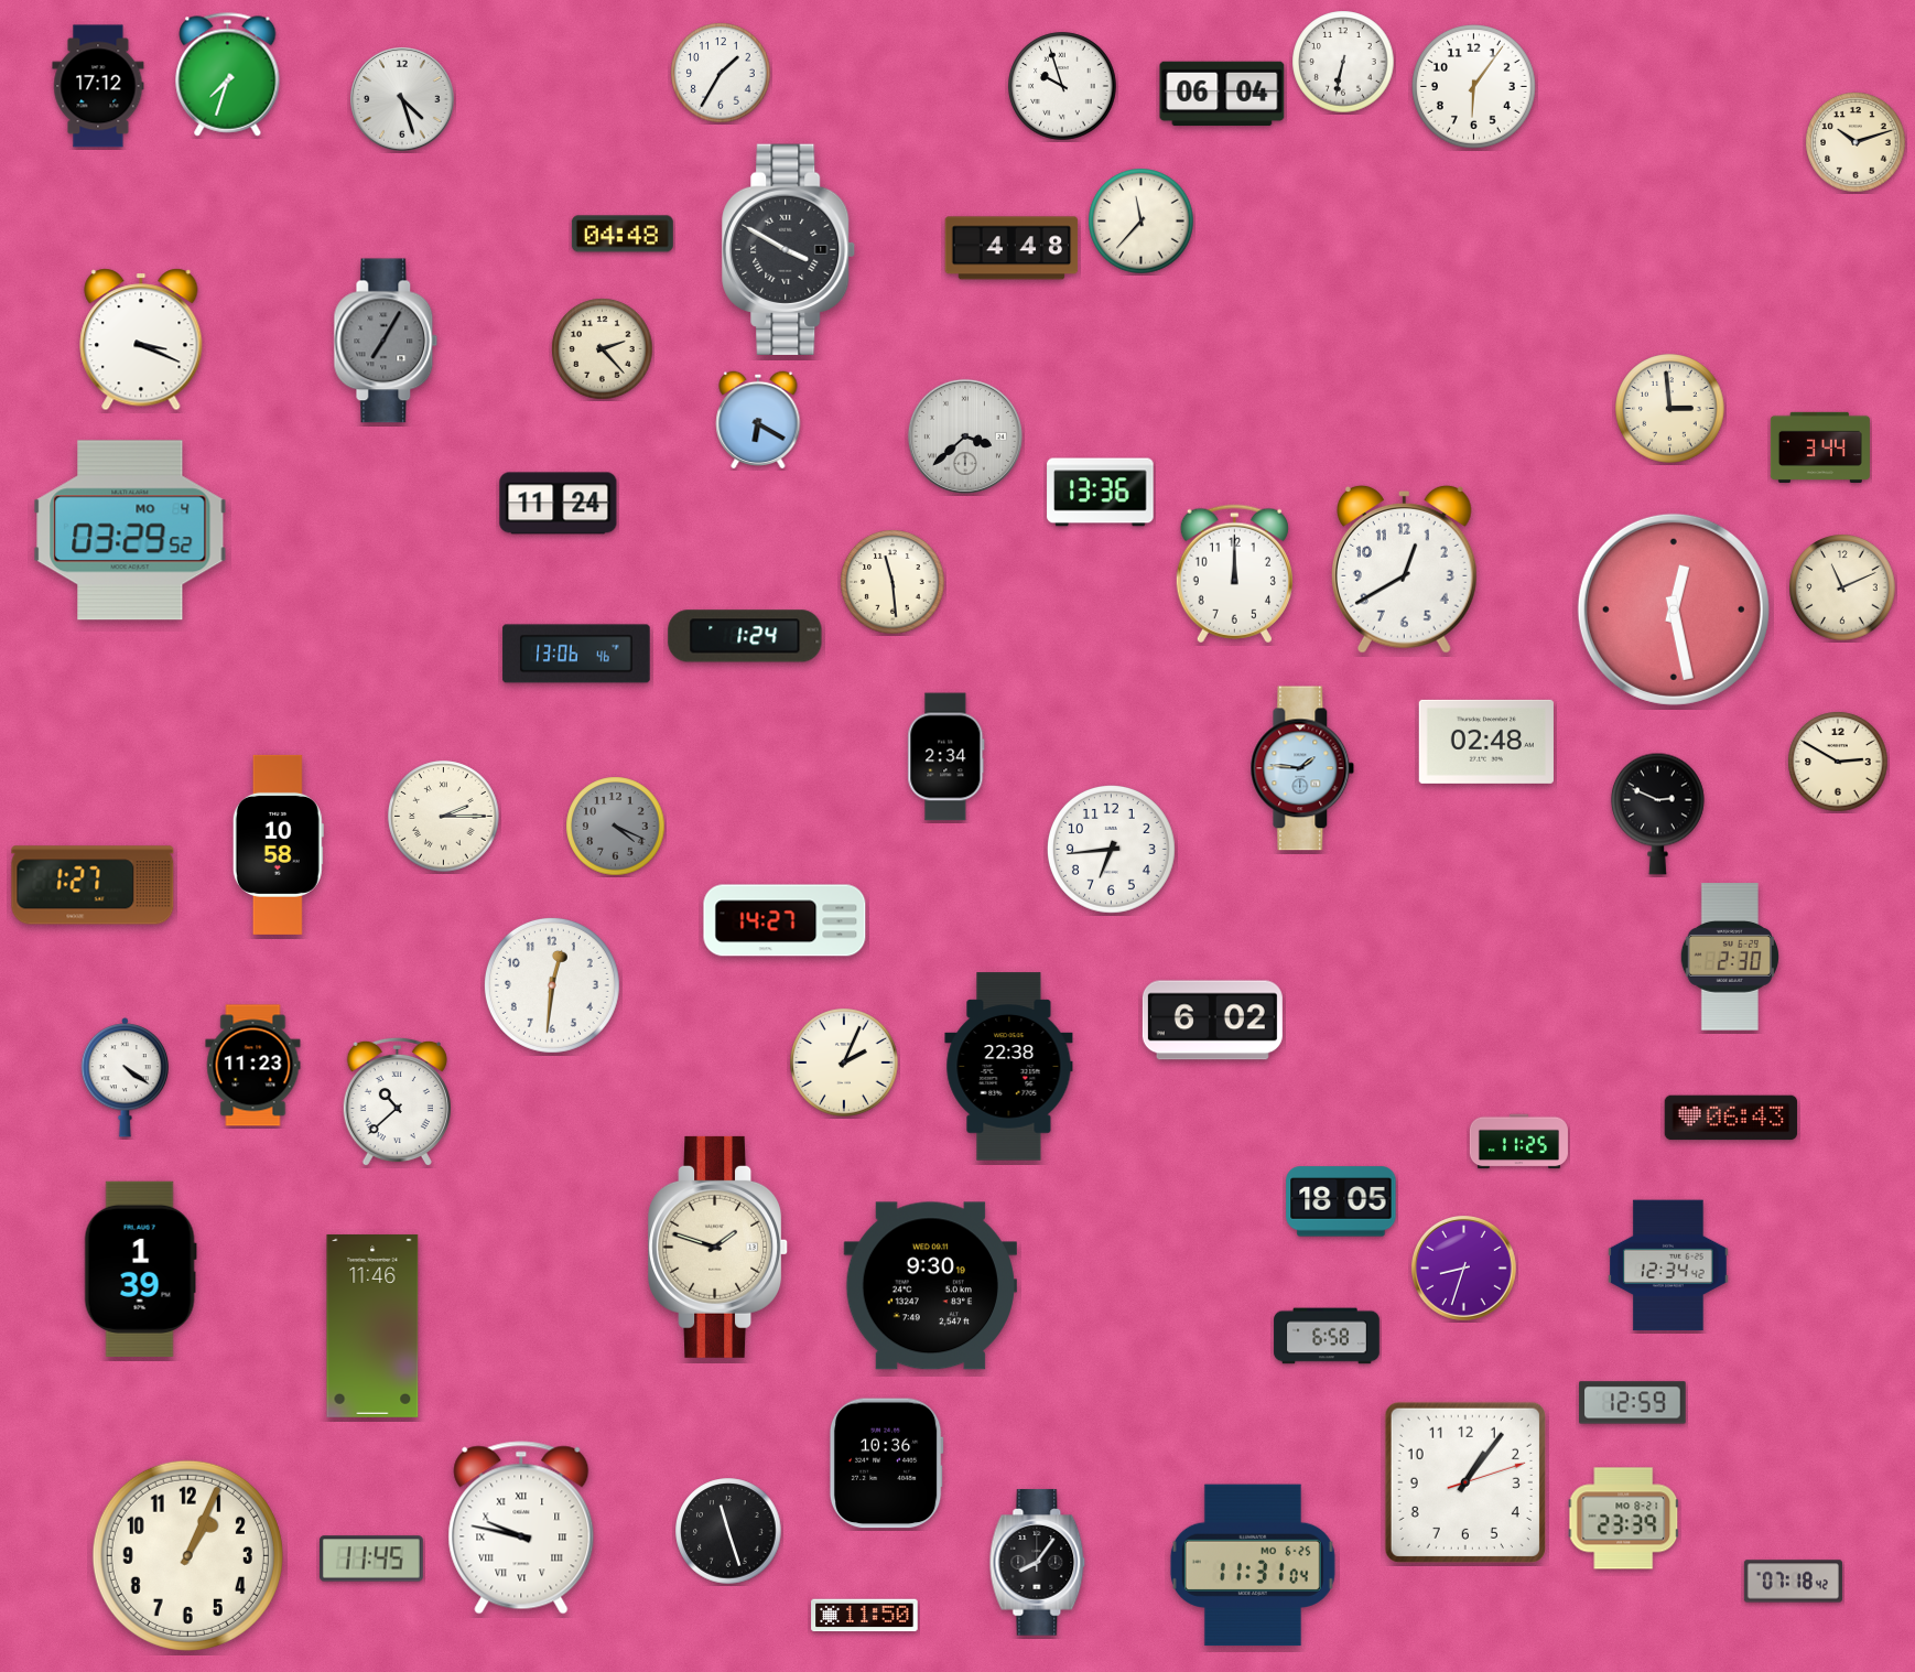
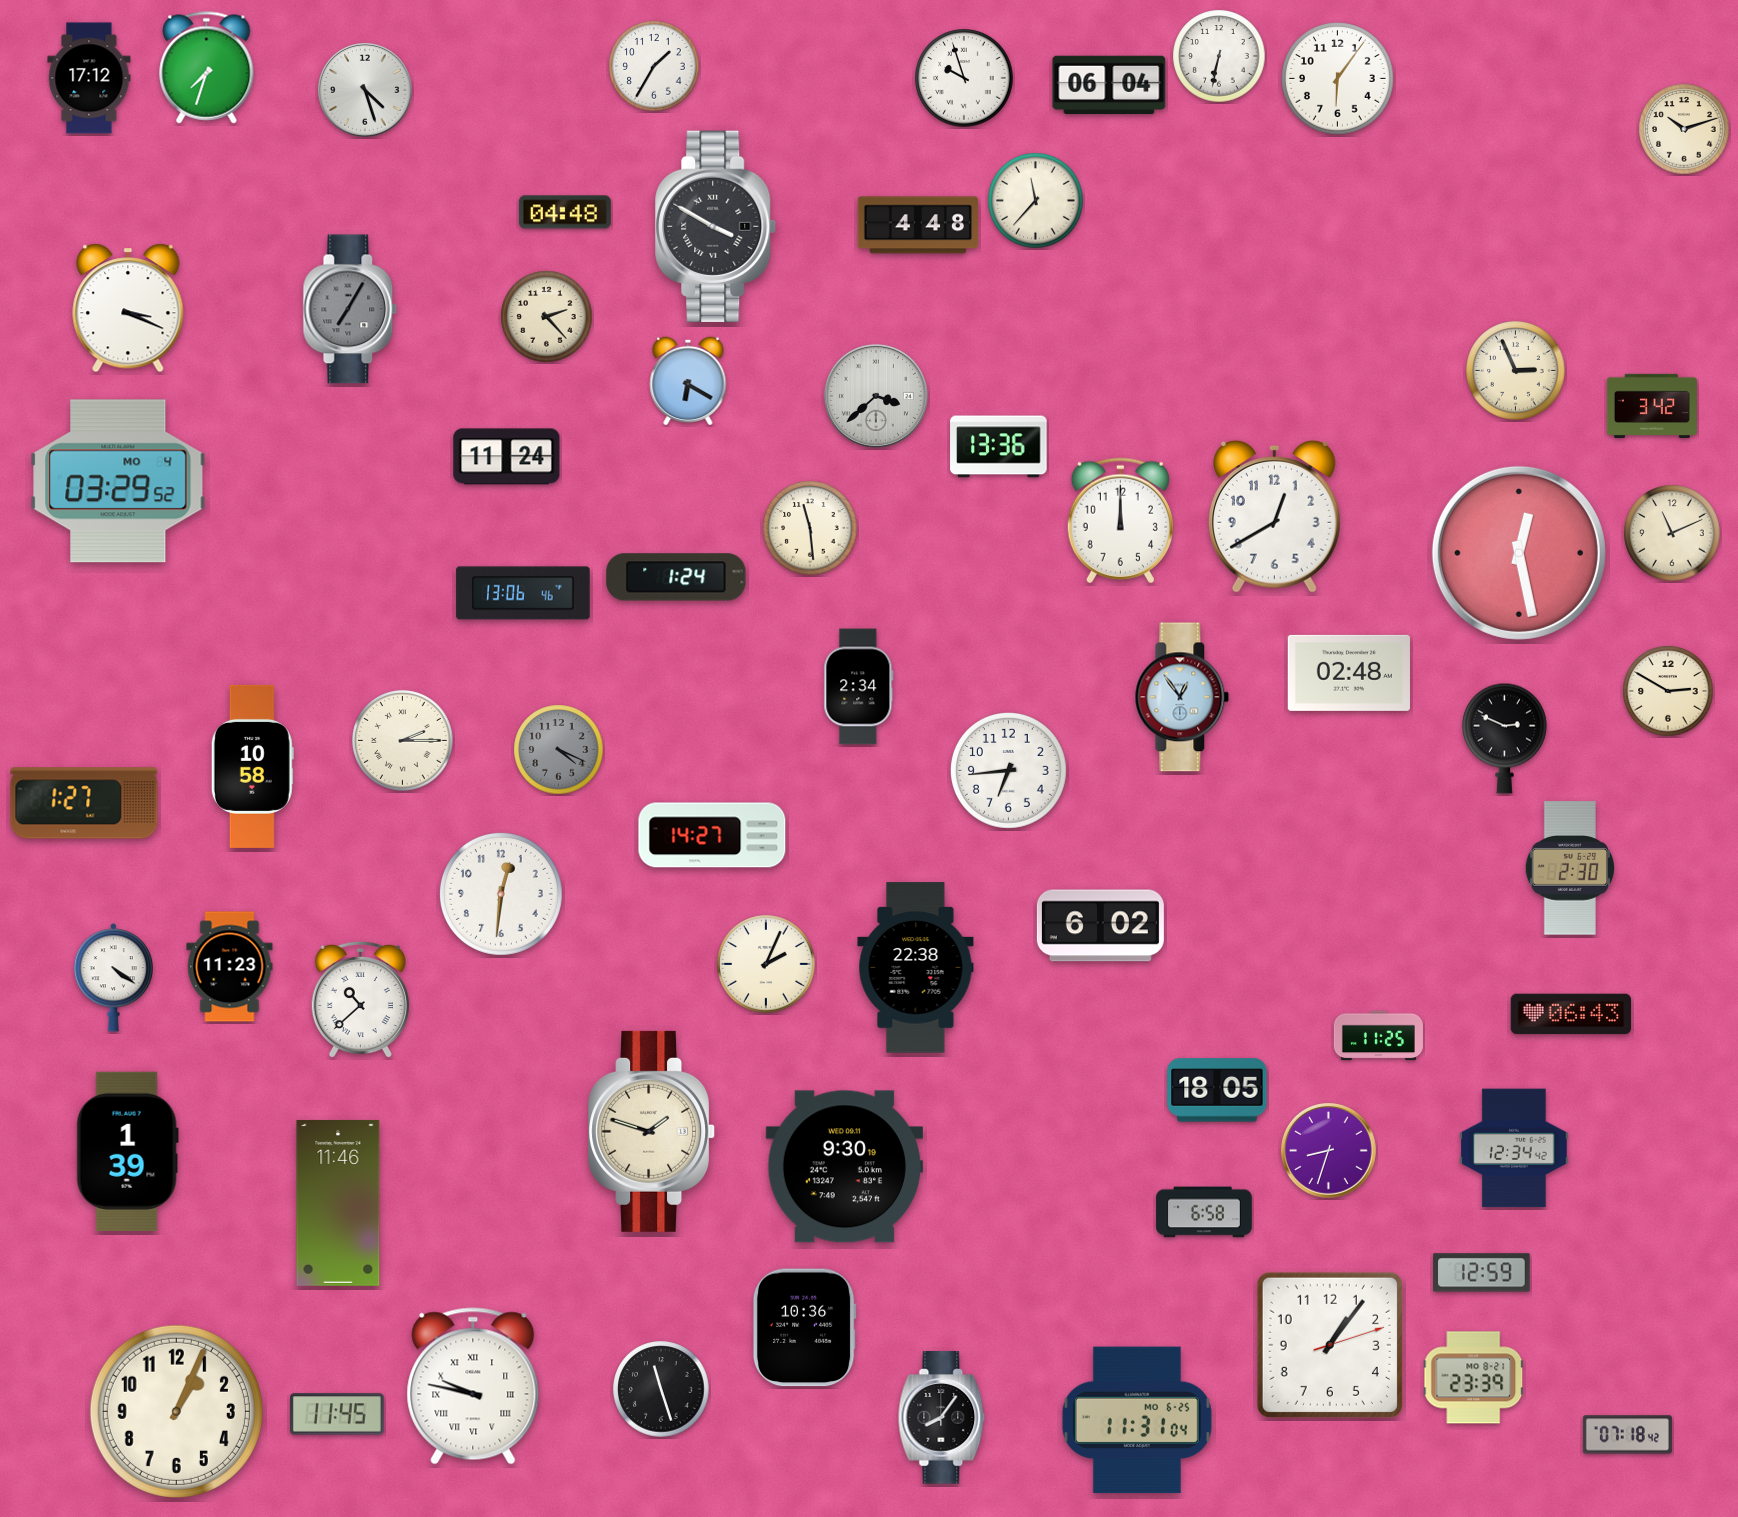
clock at (1670, 409): 2:59 -> 2:56
clock at (1820, 447): 3:44 -> 3:42
clock at (1302, 768): 1:46 -> 12:54
clock at (187, 1555) position: (187, 1555) -> (176, 1411)
clock at (865, 1616): 11:50 -> none
